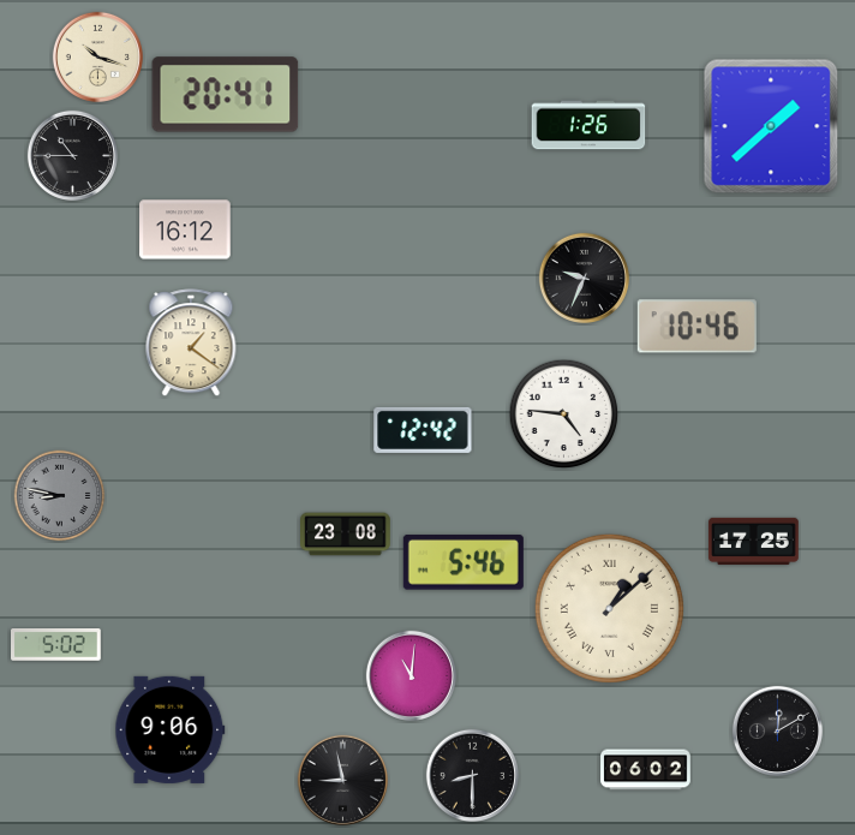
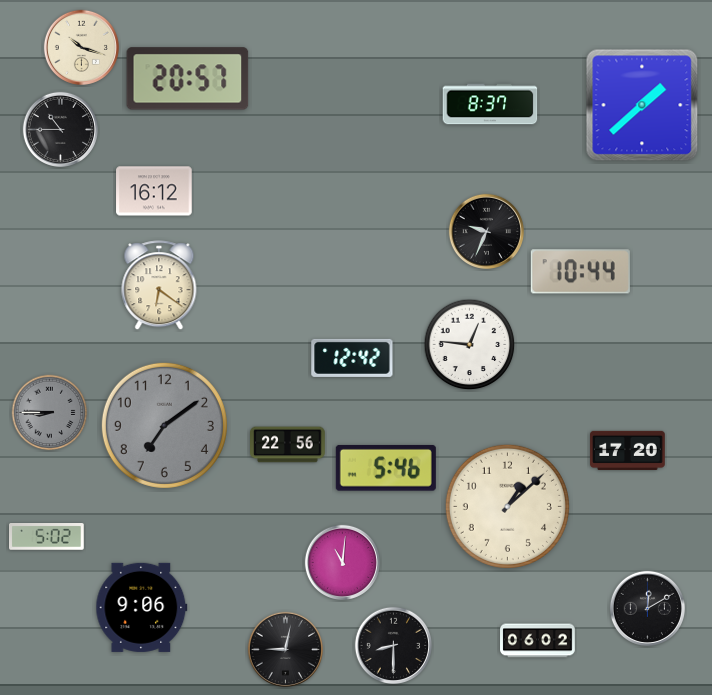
clock at (226, 95): 20:41 -> 20:57
clock at (588, 125): 1:26 -> 8:37
clock at (696, 327): 10:46 -> 10:44
clock at (191, 344): 1:21 -> 6:21
clock at (564, 414): 4:46 -> 12:46
clock at (60, 496): 8:47 -> 8:45
clock at (164, 425): none -> 7:09
clock at (346, 535): 23:08 -> 22:56
clock at (754, 541): 17:25 -> 17:20
clock at (609, 608) numerals: Roman -> Arabic
clock at (342, 780): 8:58 -> 9:02
